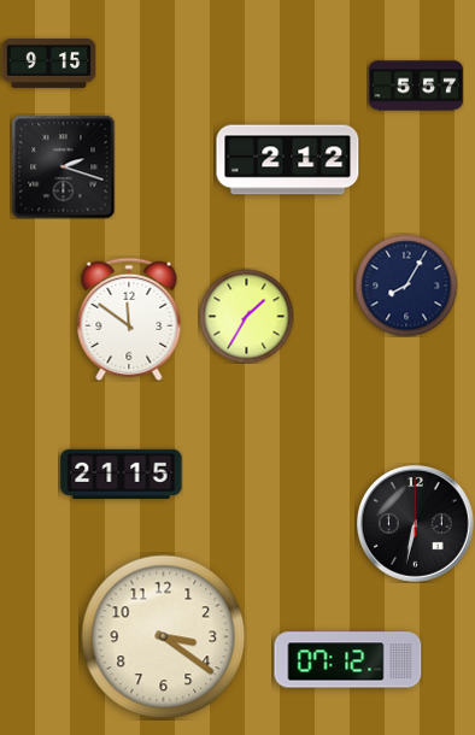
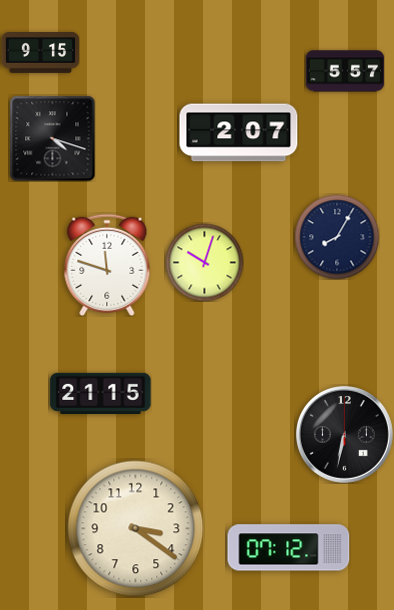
clock at (288, 160): 2:12 -> 2:07
clock at (63, 166): 2:18 -> 4:18
clock at (246, 316): 1:35 -> 10:03
clock at (129, 319): 11:51 -> 11:48
